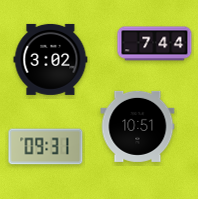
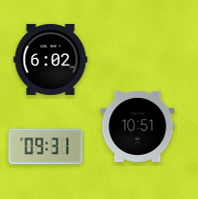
clock at (155, 44): 7:44 -> none
clock at (51, 59): 3:02 -> 6:02
